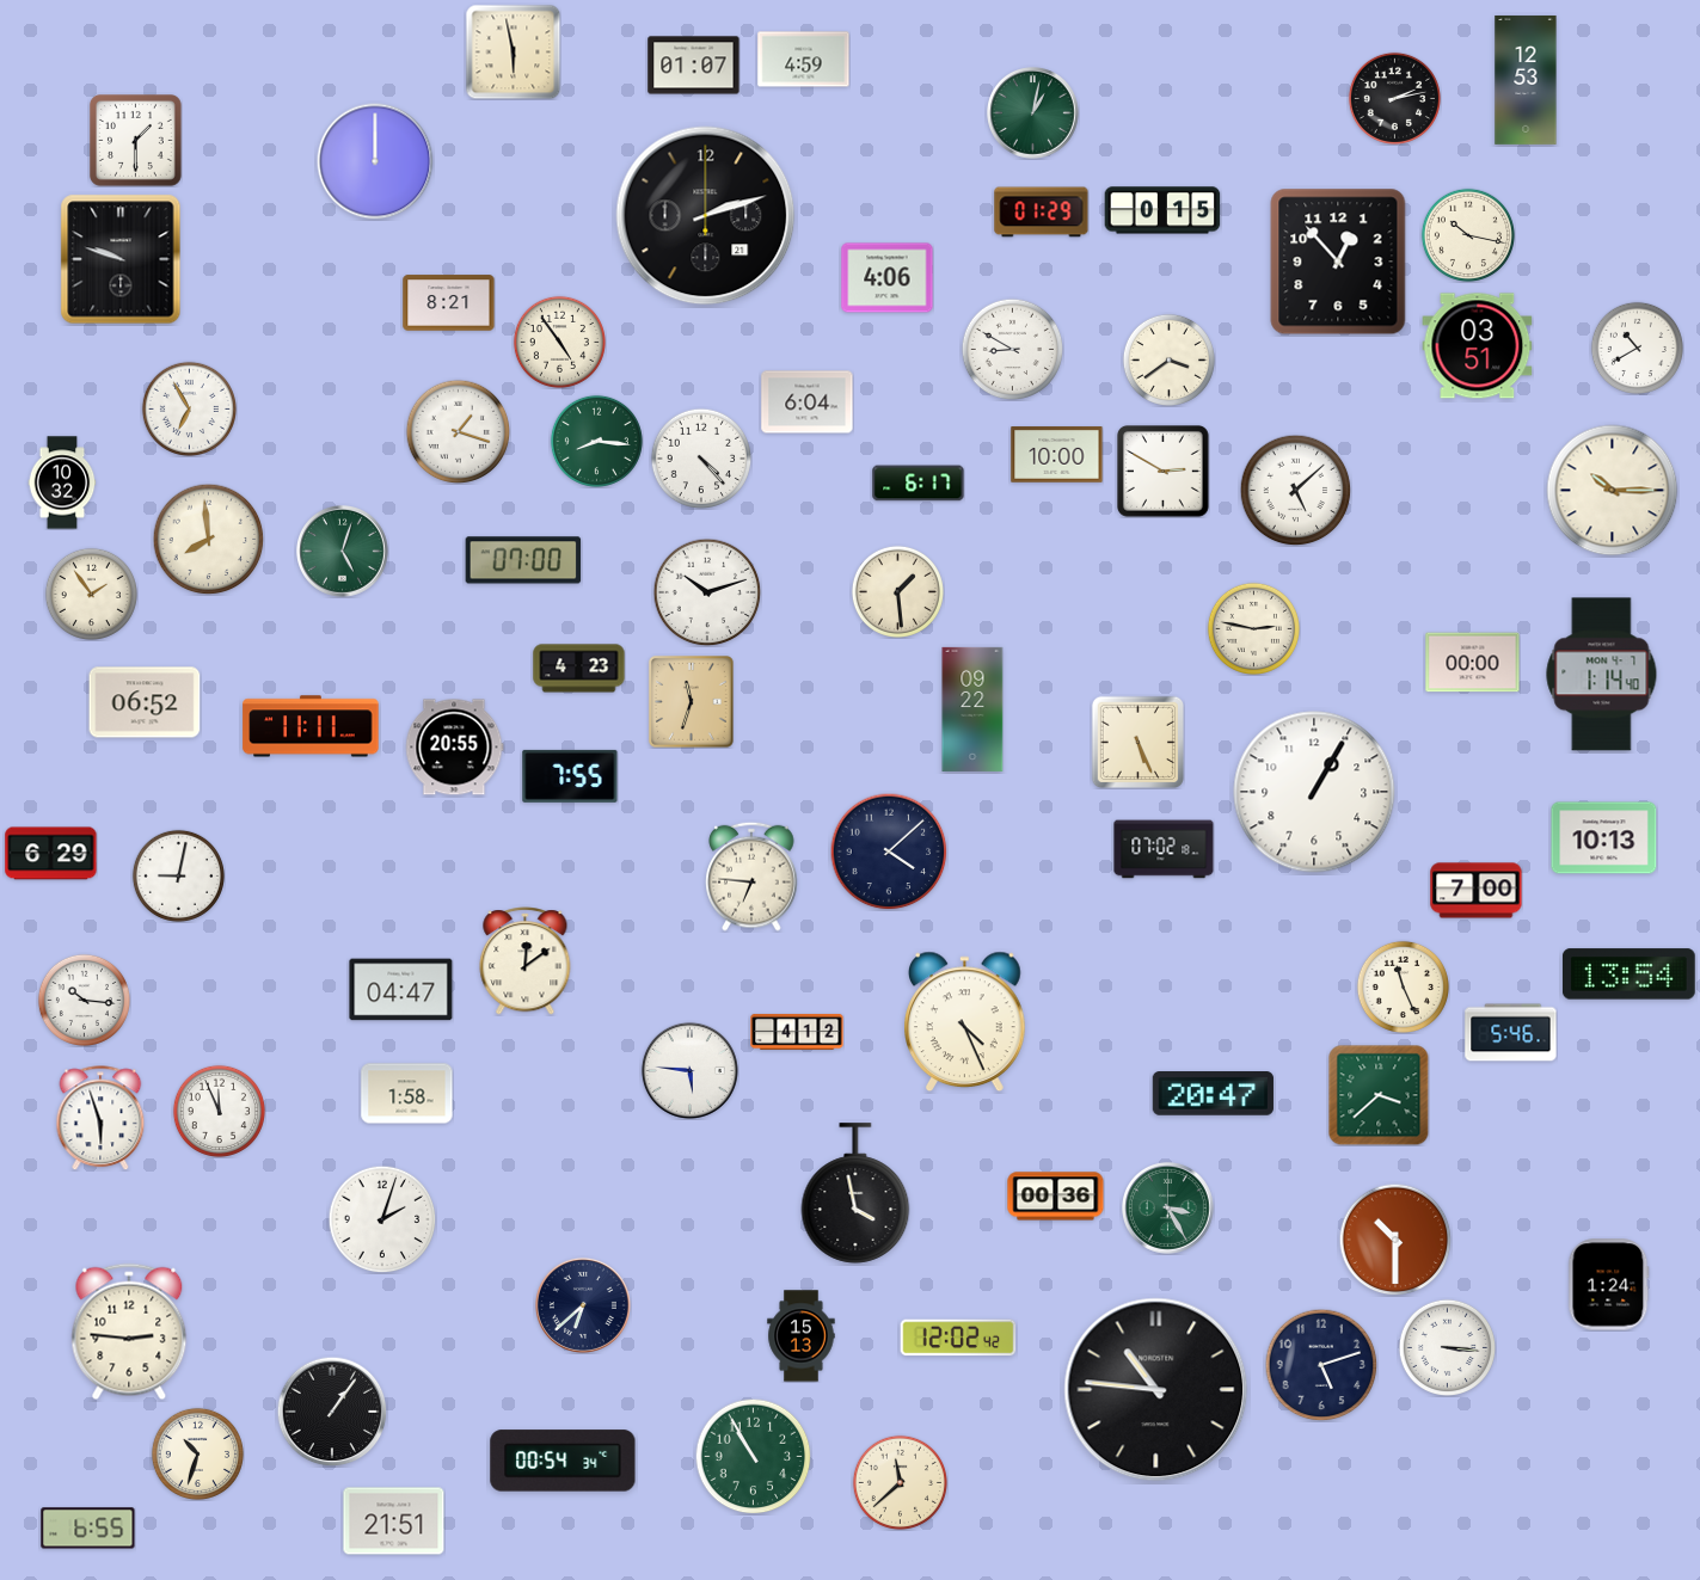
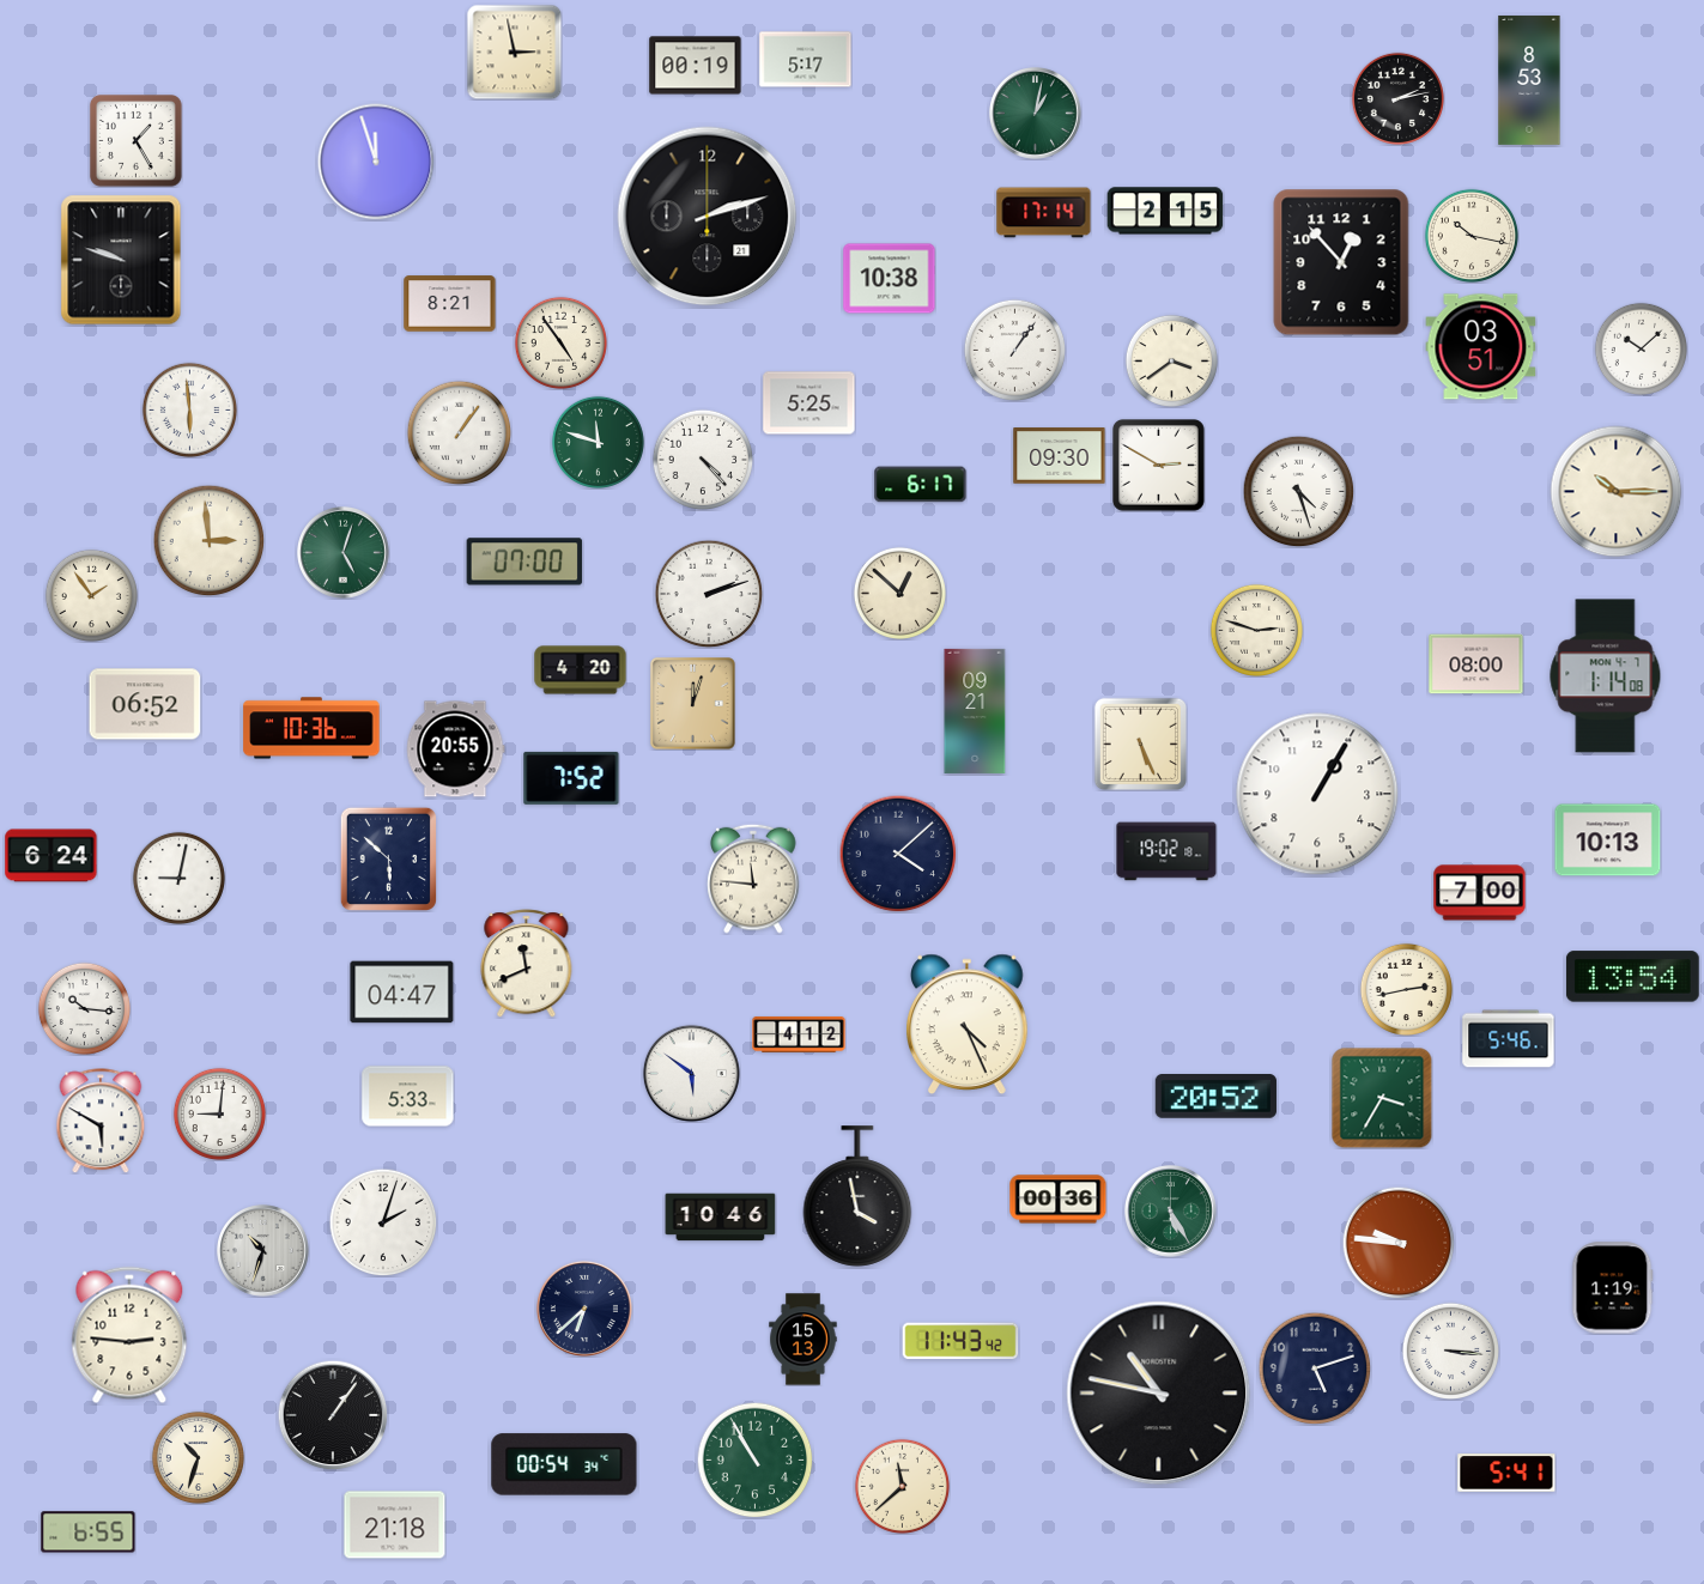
clock at (513, 51): 5:58 -> 2:58
clock at (804, 60): 4:59 -> 5:17
clock at (694, 66): 01:07 -> 00:19
clock at (1526, 80): 12:53 -> 8:53
clock at (136, 141): 1:30 -> 1:25
clock at (375, 161): 12:00 -> 11:57
clock at (1162, 210): 0:15 -> 2:15
clock at (1042, 213): 01:29 -> 17:14
clock at (888, 278): 4:06 -> 10:38
clock at (1637, 348): 10:40 -> 10:08
clock at (1012, 349): 8:50 -> 1:06
clock at (808, 402): 6:04 -> 5:25
clock at (189, 408): 6:55 -> 5:59
clock at (458, 431): 1:18 -> 1:06
clock at (596, 441): 8:16 -> 11:48
clock at (1057, 455): 10:00 -> 09:30
clock at (1164, 472) position: (1164, 472) -> (1159, 466)
clock at (62, 482): 10:32 -> none
clock at (1295, 490): 5:08 -> 4:27
clock at (208, 539): 7:59 -> 2:59
clock at (897, 591): 1:29 -> 12:52
clock at (707, 592): 10:12 -> 2:12
clock at (1253, 628): 2:47 -> 2:48
clock at (1473, 663): 00:00 -> 08:00
clock at (579, 669): 4:23 -> 4:20
clock at (1602, 675): 1:14:40 -> 1:14:08
clock at (692, 702): 11:33 -> 12:03
clock at (972, 709): 09:22 -> 09:21
clock at (311, 726): 11:11 -> 10:36
clock at (570, 776): 7:55 -> 7:52
clock at (1164, 849): 07:02 -> 19:02
clock at (889, 852) position: (889, 852) -> (898, 854)
clock at (51, 854): 6:29 -> 6:24
clock at (388, 858): none -> 5:52
clock at (751, 877): 6:46 -> 11:46
clock at (526, 961): 12:09 -> 11:41
clock at (1403, 986): 11:26 -> 2:43
clock at (84, 1000) position: (84, 1000) -> (84, 1008)
clock at (1511, 1033) position: (1511, 1033) -> (1509, 1039)
clock at (689, 1070): 5:46 -> 5:51
clock at (407, 1094): 1:58 -> 5:33
clock at (1213, 1094): 20:47 -> 20:52
clock at (1379, 1095): 3:38 -> 3:35
clock at (219, 1111): 11:56 -> 9:01
clock at (100, 1118): 5:57 -> 5:50
clock at (1168, 1209): 3:25 -> 5:25
clock at (721, 1218): none -> 10:46
clock at (1395, 1240): 10:30 -> 9:46
clock at (263, 1251): none -> 10:33
clock at (1609, 1285): 1:24 -> 1:19
clock at (958, 1338): 12:02 -> 11:43
clock at (1321, 1365) position: (1321, 1365) -> (1315, 1368)
clock at (1156, 1390): 10:46 -> 10:47
clock at (1506, 1473): none -> 5:41
clock at (394, 1521): 21:51 -> 21:18
